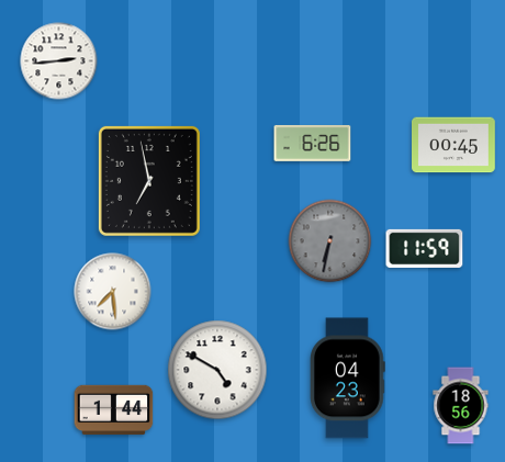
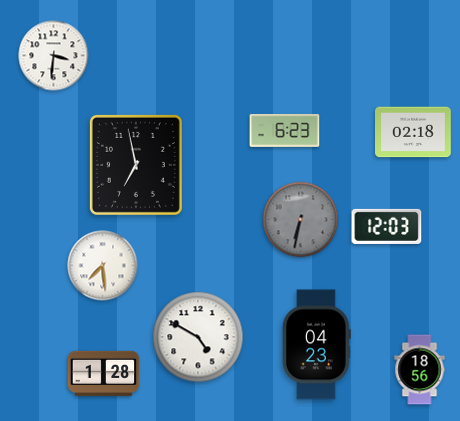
clock at (59, 61): 2:44 -> 3:31
clock at (313, 143): 6:26 -> 6:23
clock at (454, 145): 00:45 -> 02:18
clock at (425, 248): 11:59 -> 12:03
clock at (114, 410): 1:44 -> 1:28
